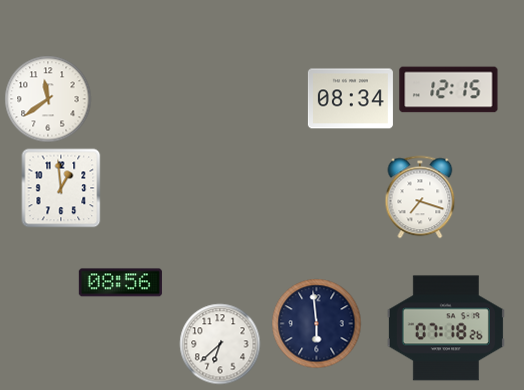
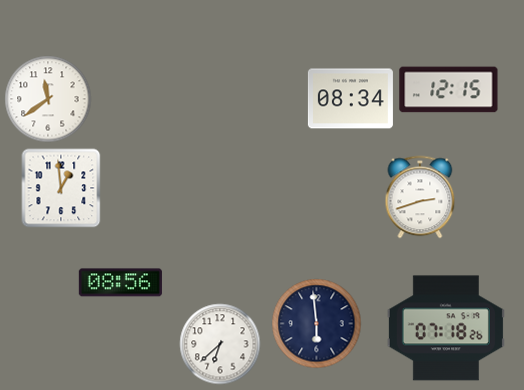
clock at (420, 197): 7:18 -> 2:42
